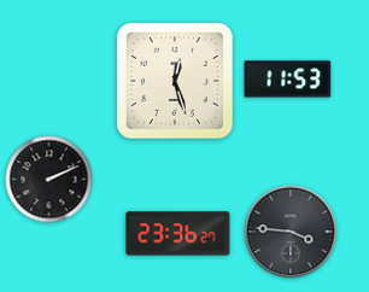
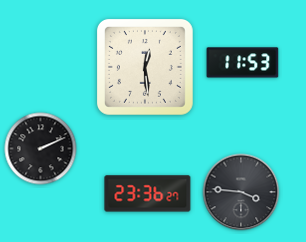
clock at (288, 80) position: (288, 80) -> (243, 63)
clock at (175, 81): 12:27 -> 12:29
